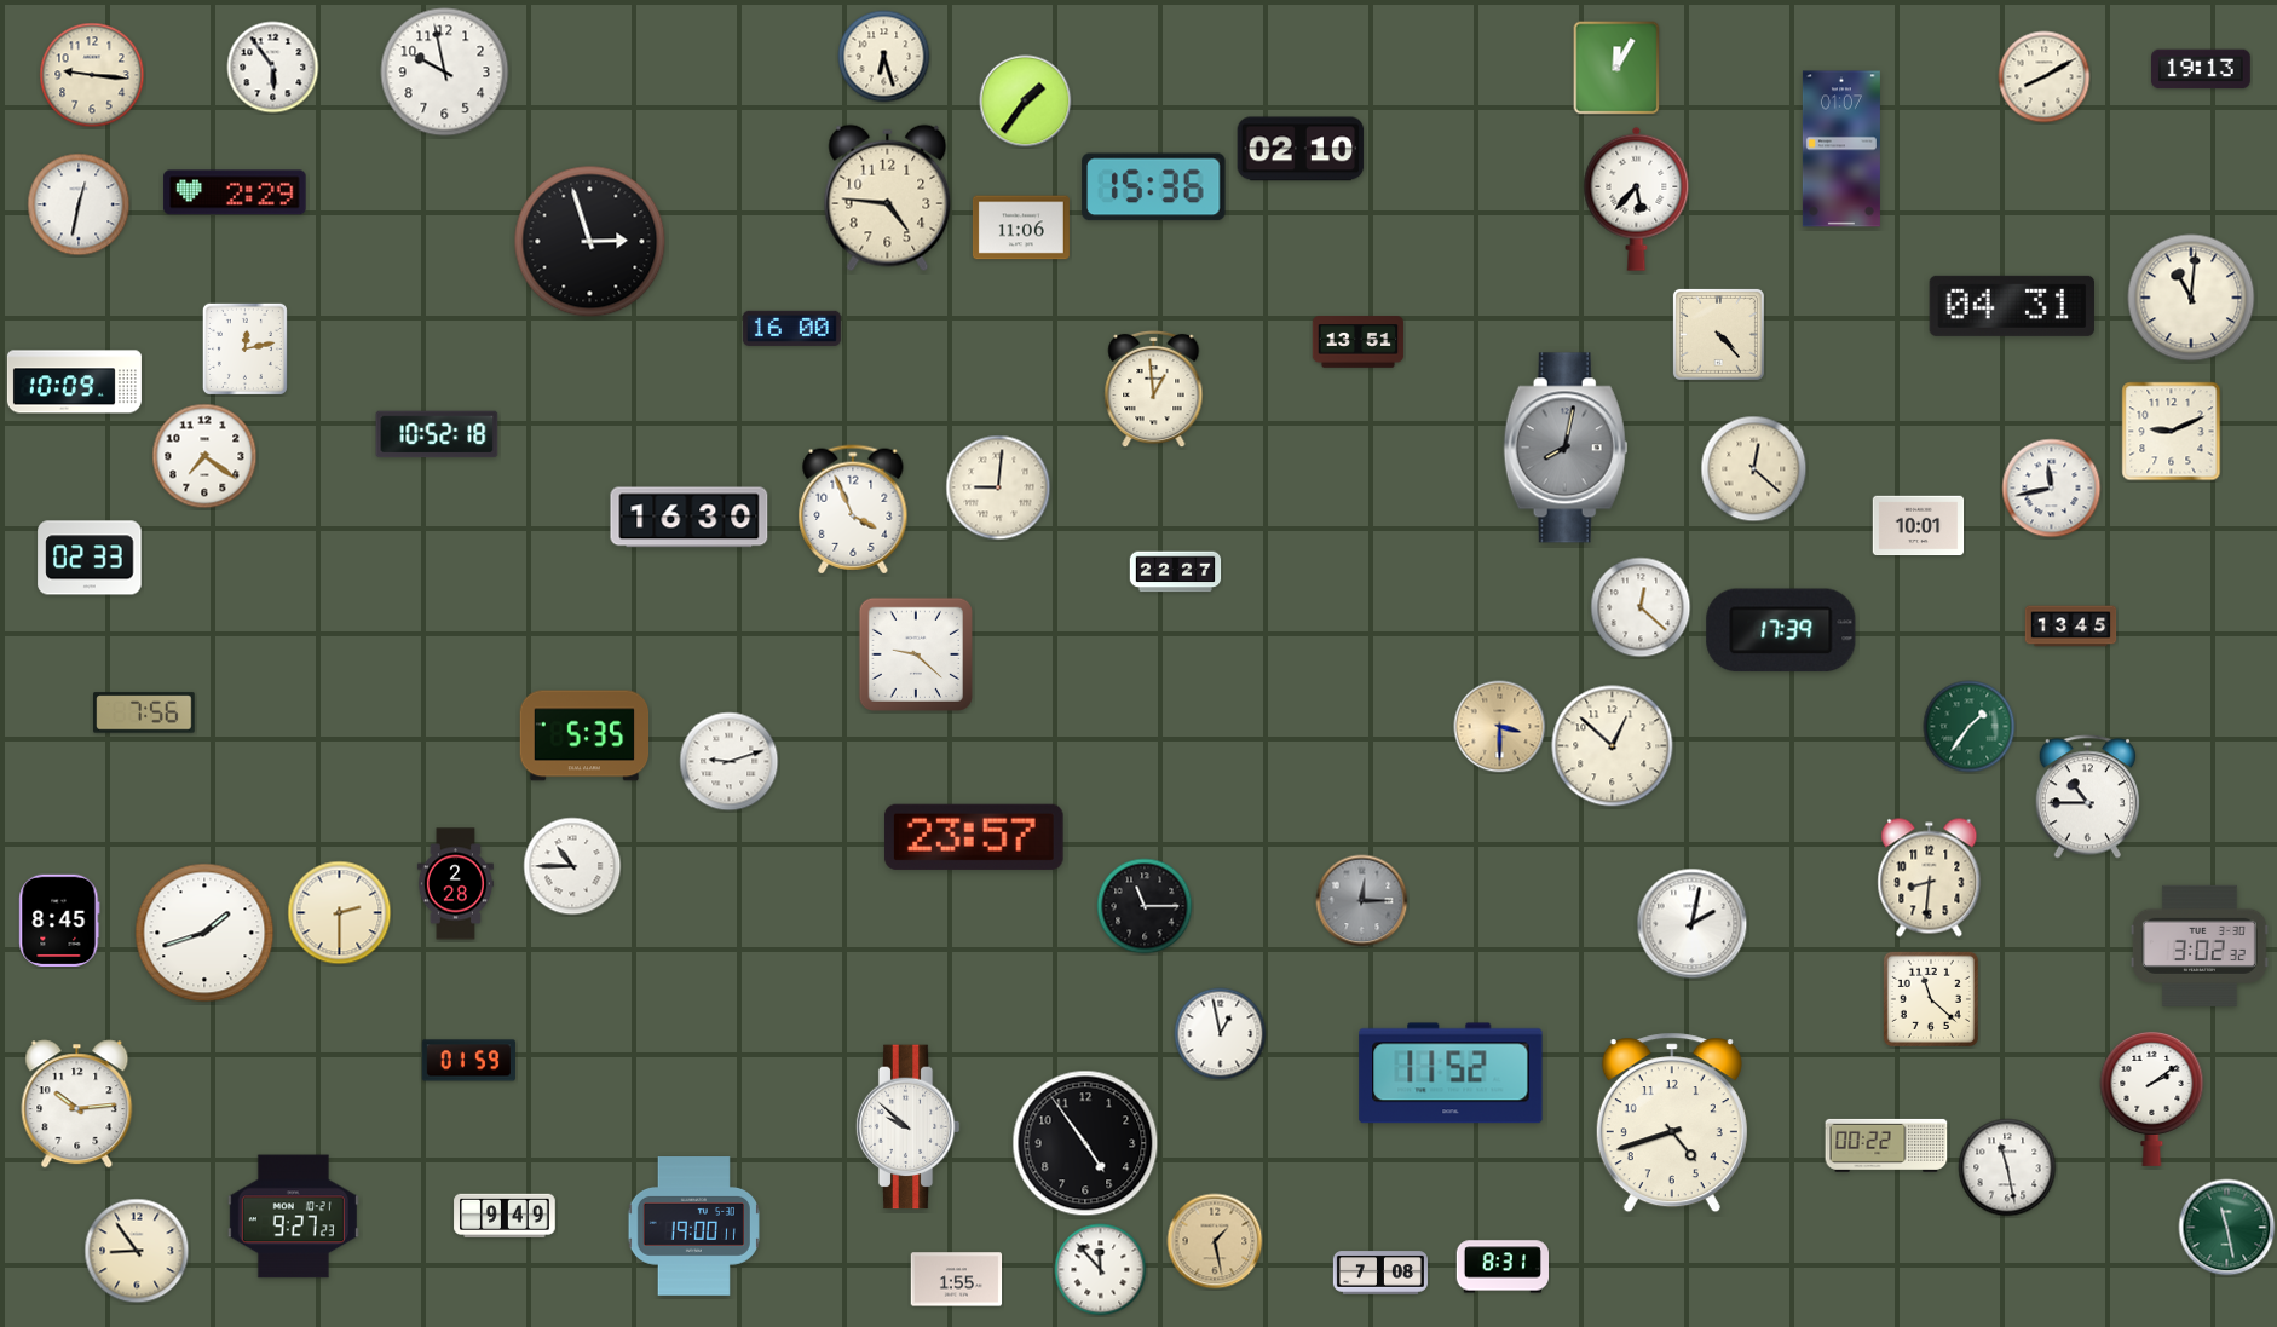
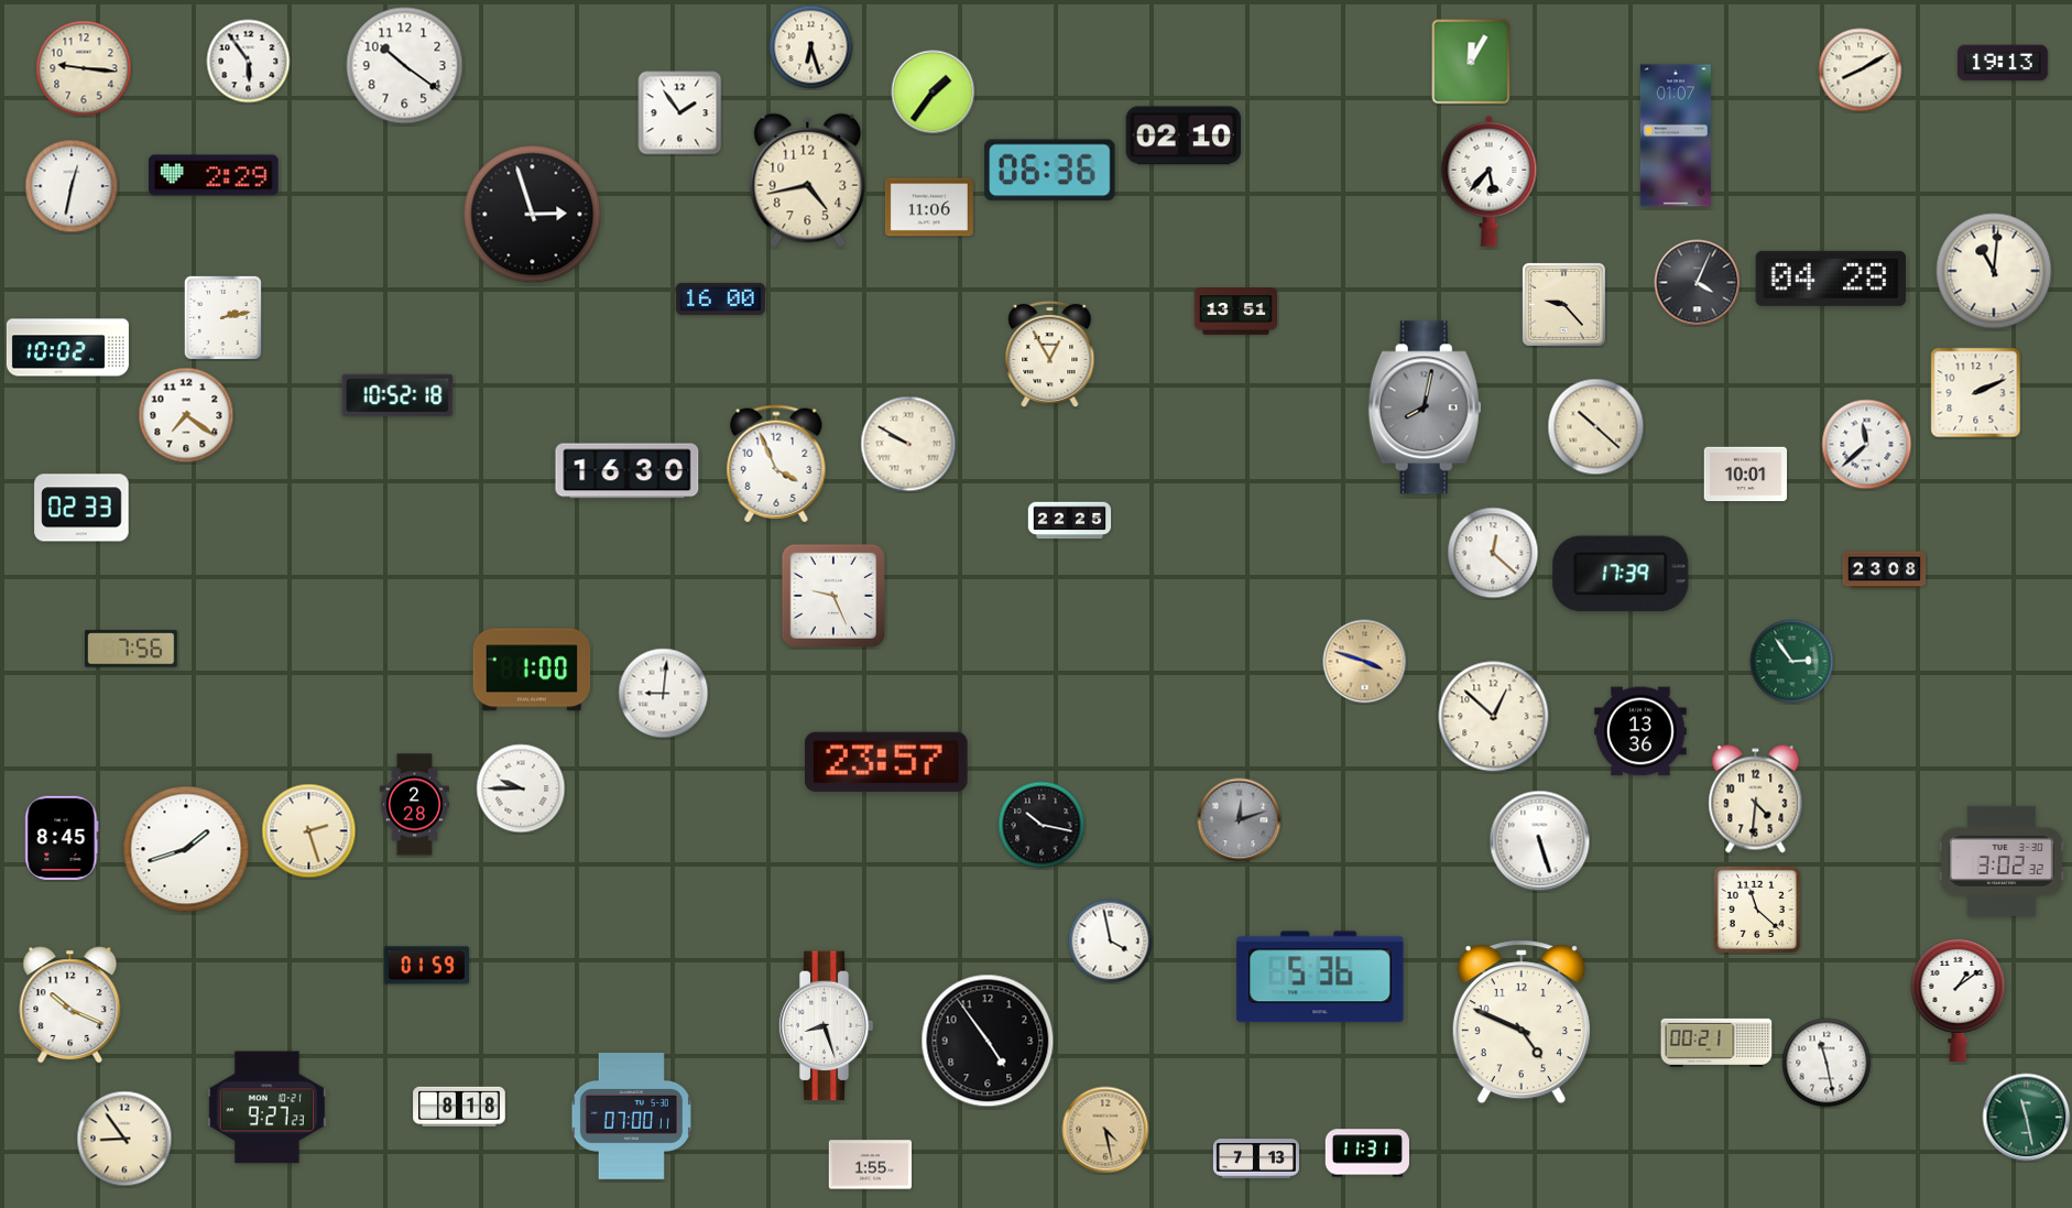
clock at (884, 57) position: (884, 57) -> (811, 47)
clock at (445, 73): 9:58 -> 10:21
clock at (680, 113): none -> 1:54
clock at (1154, 187): 15:36 -> 06:36
clock at (888, 198): 4:46 -> 4:43
clock at (590, 242) position: (590, 242) -> (533, 215)
clock at (2012, 306): 04:31 -> 04:28
clock at (1698, 283): none -> 4:04
clock at (1718, 334): 4:23 -> 9:23
clock at (244, 348): 12:13 -> 2:13
clock at (74, 382): 10:09 -> 10:02
clock at (1154, 390): 12:59 -> 12:55
clock at (2172, 432): 9:11 -> 2:11
clock at (1754, 469): 12:22 -> 10:22
clock at (998, 487): 9:01 -> 9:50
clock at (2052, 489): 11:43 -> 11:38
clock at (1919, 526) position: (1919, 526) -> (1746, 475)
clock at (1176, 572): 22:27 -> 22:25
clock at (2071, 627): 13:45 -> 23:08
clock at (916, 654): 9:22 -> 9:26
clock at (1500, 727): 3:30 -> 3:48
clock at (1970, 727): 1:36 -> 2:54
clock at (584, 735): 5:35 -> 1:00
clock at (1613, 746) position: (1613, 746) -> (1494, 717)
clock at (730, 762): 9:12 -> 9:01
clock at (2087, 797): 10:45 -> none
clock at (1640, 731): none -> 13:36
clock at (572, 866): 10:45 -> 9:45
clock at (1930, 878): 8:31 -> 4:31
clock at (1362, 901): 12:15 -> 12:12
clock at (1145, 906): 11:15 -> 10:17
clock at (340, 913): 2:30 -> 2:27
clock at (59, 919) position: (59, 919) -> (62, 837)
clock at (1693, 924): 2:02 -> 5:27
clock at (1221, 1034): 12:58 -> 3:58
clock at (1451, 1073): 11:52 -> 5:36
clock at (2152, 1098): 2:09 -> 1:09
clock at (77, 1104): 10:14 -> 10:19
clock at (1672, 1123): 4:42 -> 4:49
clock at (907, 1127): 9:52 -> 8:27
clock at (1886, 1146): 00:22 -> 00:21
clock at (505, 1215): 9:49 -> 8:18
clock at (693, 1227): 19:00 -> 07:00
clock at (1215, 1241): 1:28 -> 4:28
clock at (1501, 1267): 8:31 -> 11:31
clock at (1101, 1270): 11:53 -> none
clock at (1380, 1273): 7:08 -> 7:13
